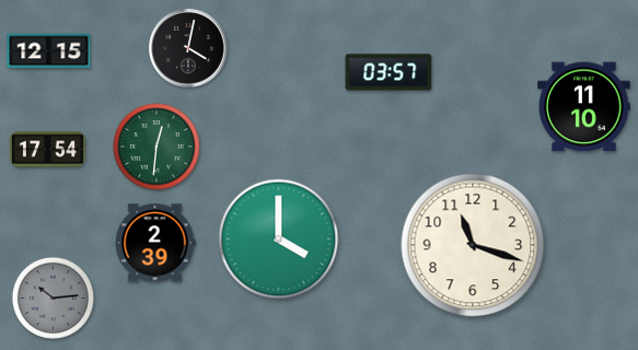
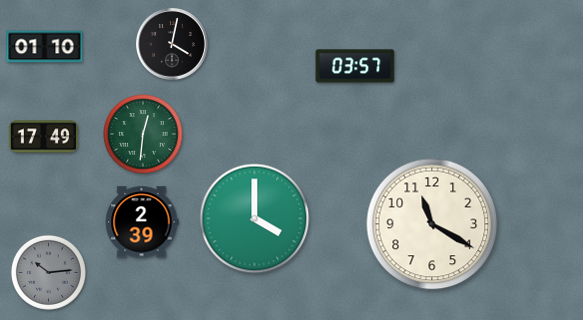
clock at (49, 51): 12:15 -> 01:10
clock at (584, 107): 11:10 -> none
clock at (47, 150): 17:54 -> 17:49
clock at (473, 245): 11:18 -> 11:20
